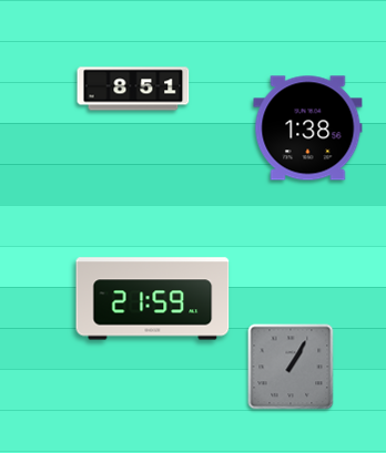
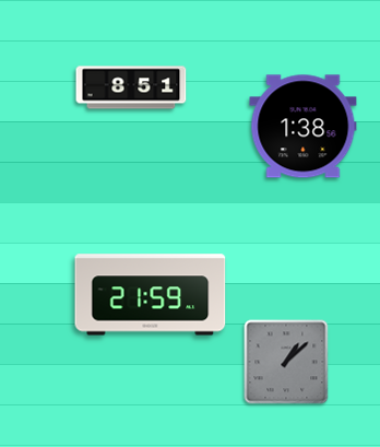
clock at (291, 367): 1:05 -> 1:08
